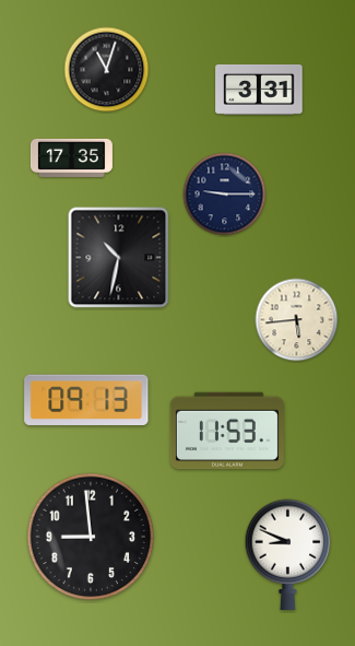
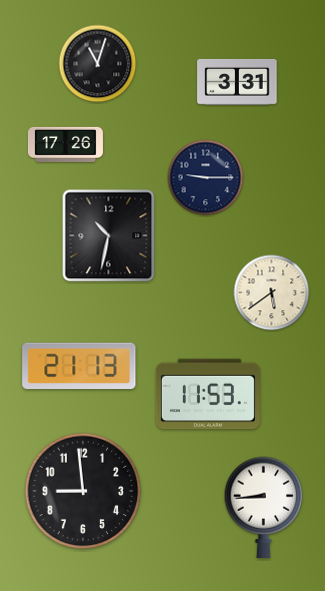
clock at (71, 157): 17:35 -> 17:26
clock at (297, 320): 5:44 -> 5:39
clock at (86, 400): 09:13 -> 21:13
clock at (288, 554): 8:49 -> 8:44
